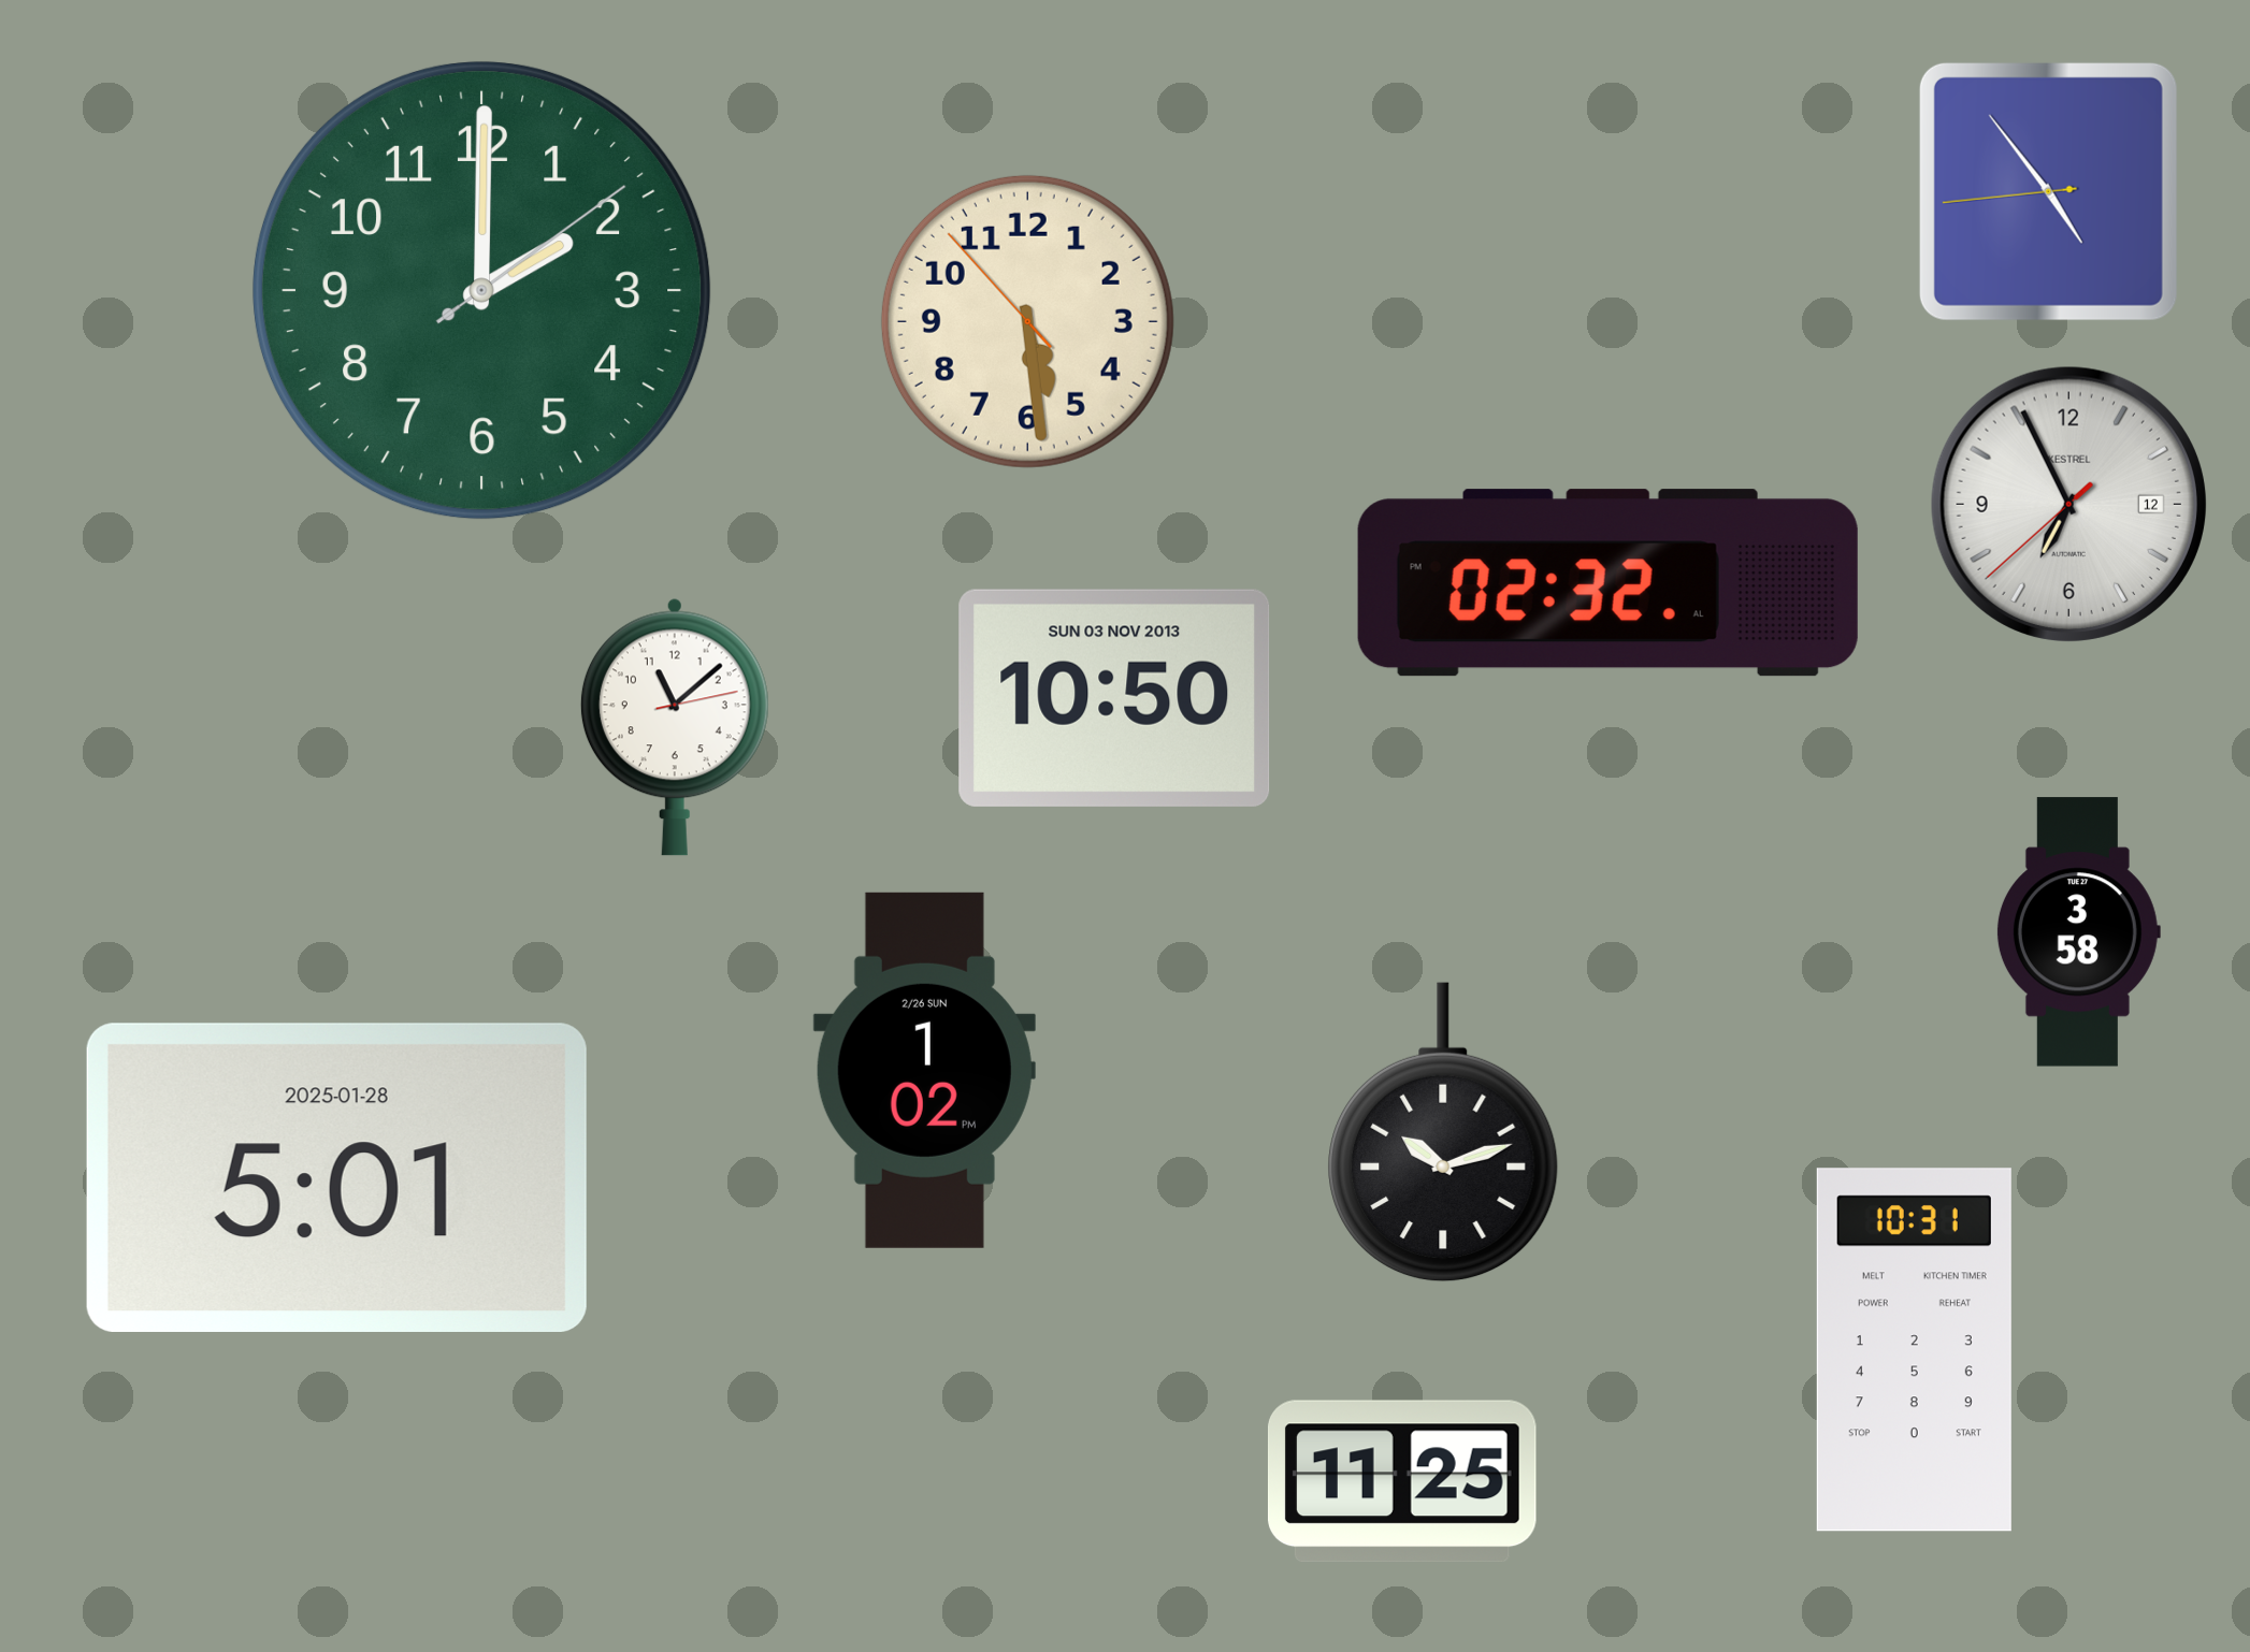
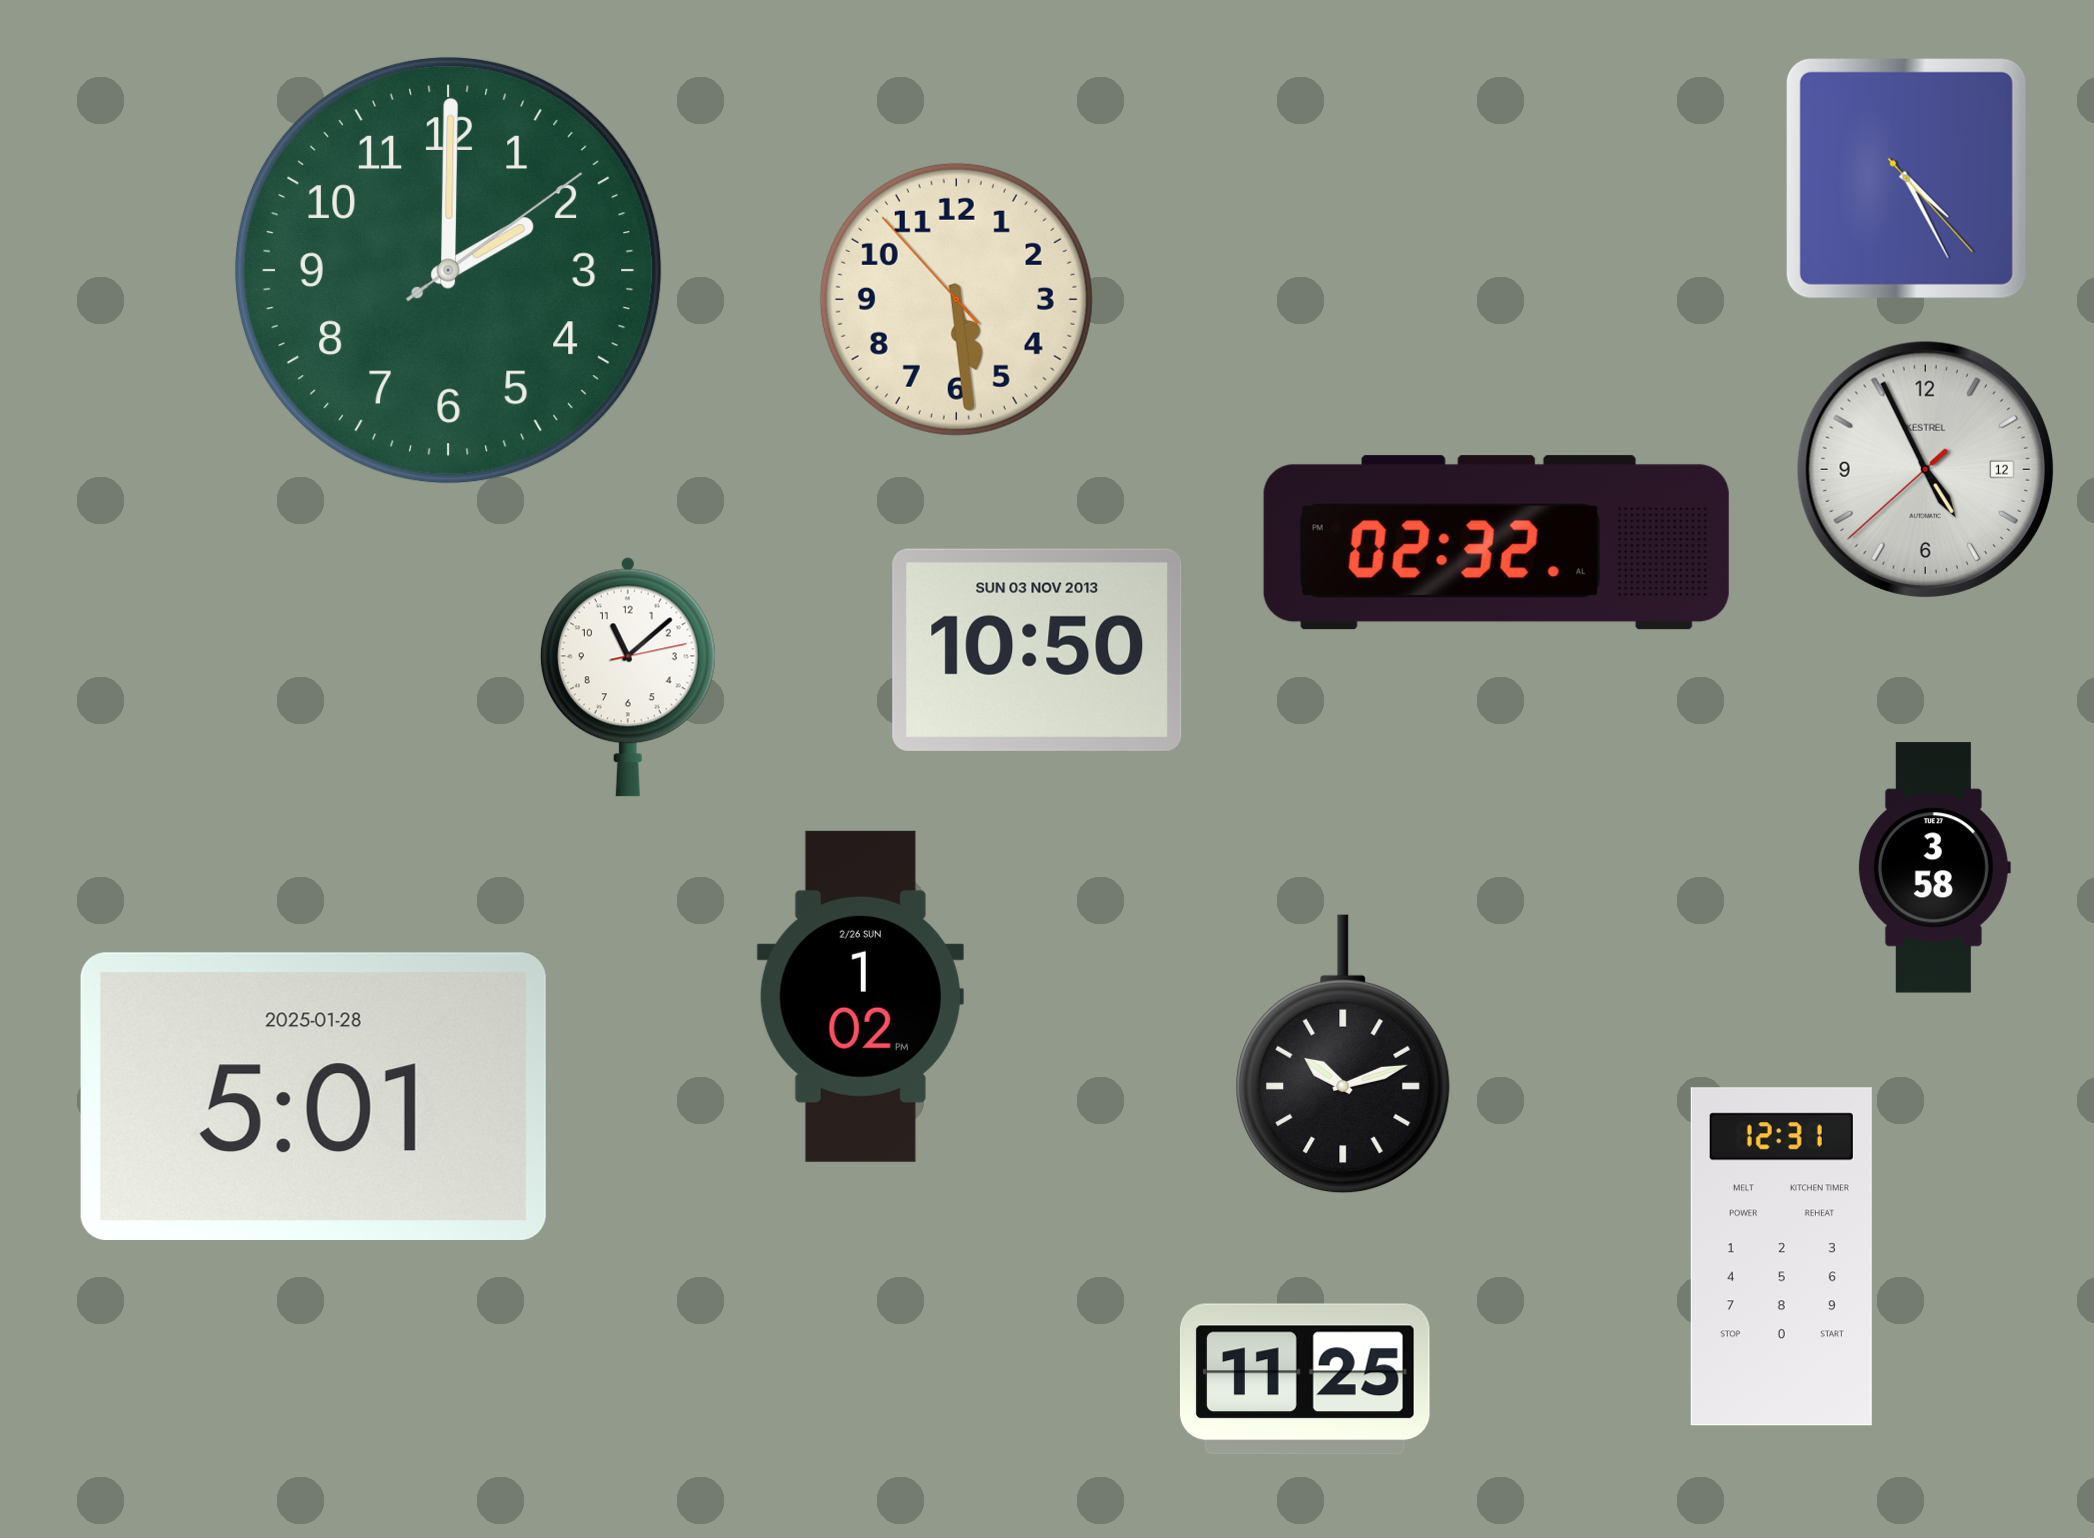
clock at (2048, 191): 4:53 -> 4:25
clock at (2068, 504): 6:55 -> 4:55
clock at (1914, 1350): 10:31 -> 12:31
